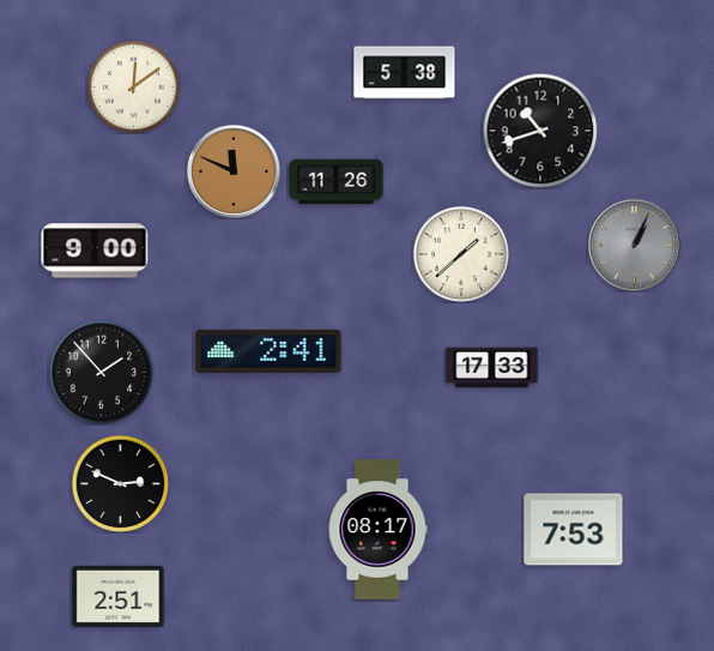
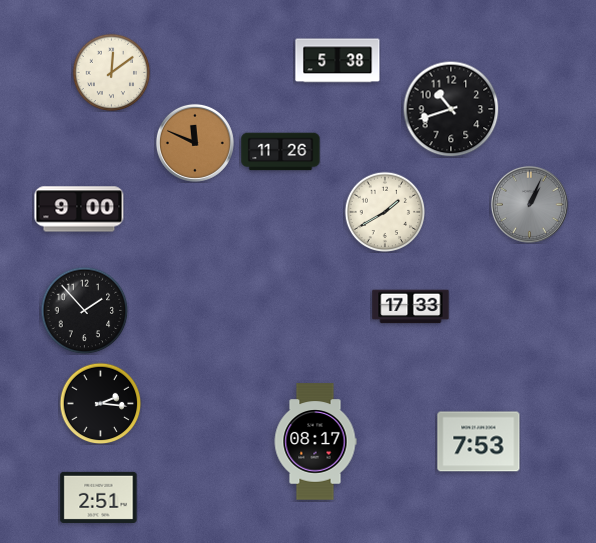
clock at (461, 254): 1:38 -> 1:40
clock at (268, 351): 2:41 -> none
clock at (120, 483): 2:49 -> 2:16
